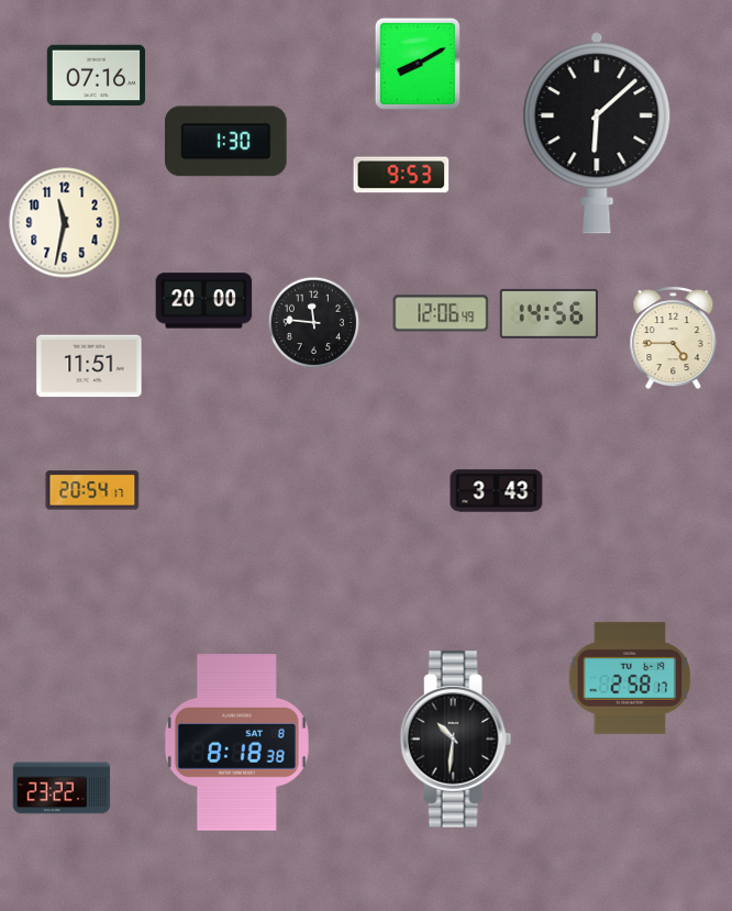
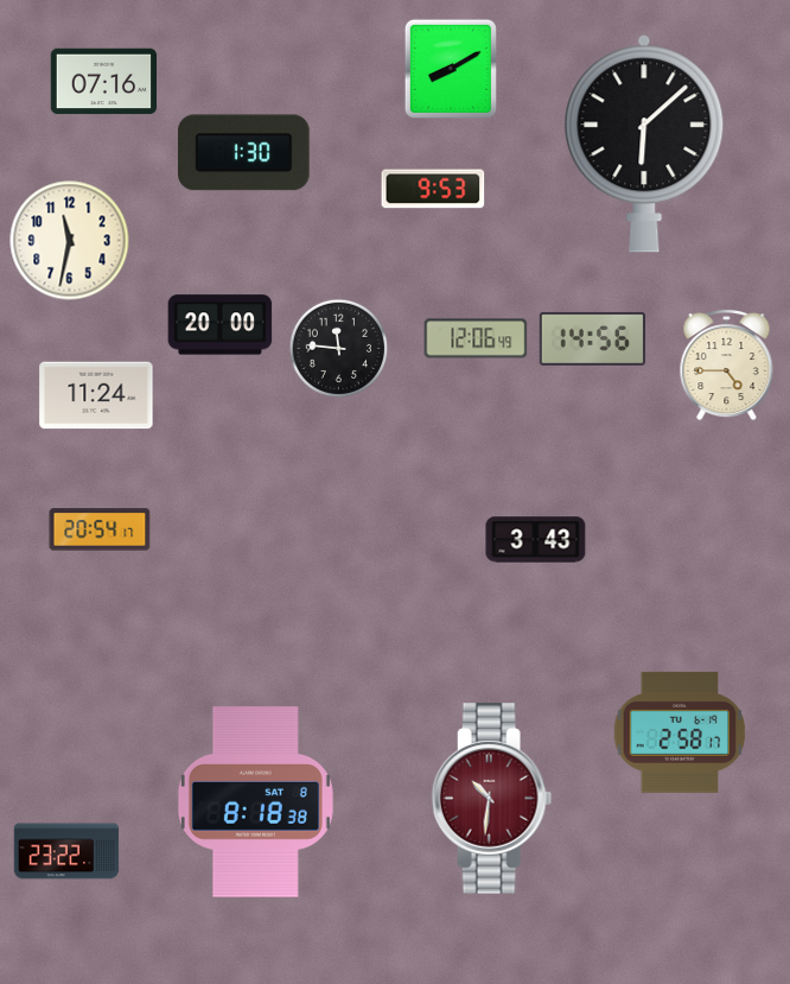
clock at (89, 366): 11:51 -> 11:24
clock at (497, 491) position: (497, 491) -> (536, 540)
clock at (456, 740) dial: black -> burgundy
